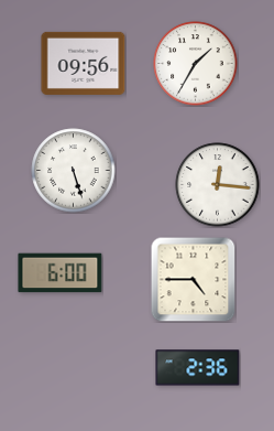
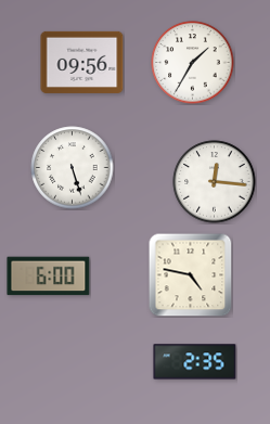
clock at (61, 273) position: (61, 273) -> (49, 277)
clock at (193, 279): 4:45 -> 4:47
clock at (198, 368): 2:36 -> 2:35
